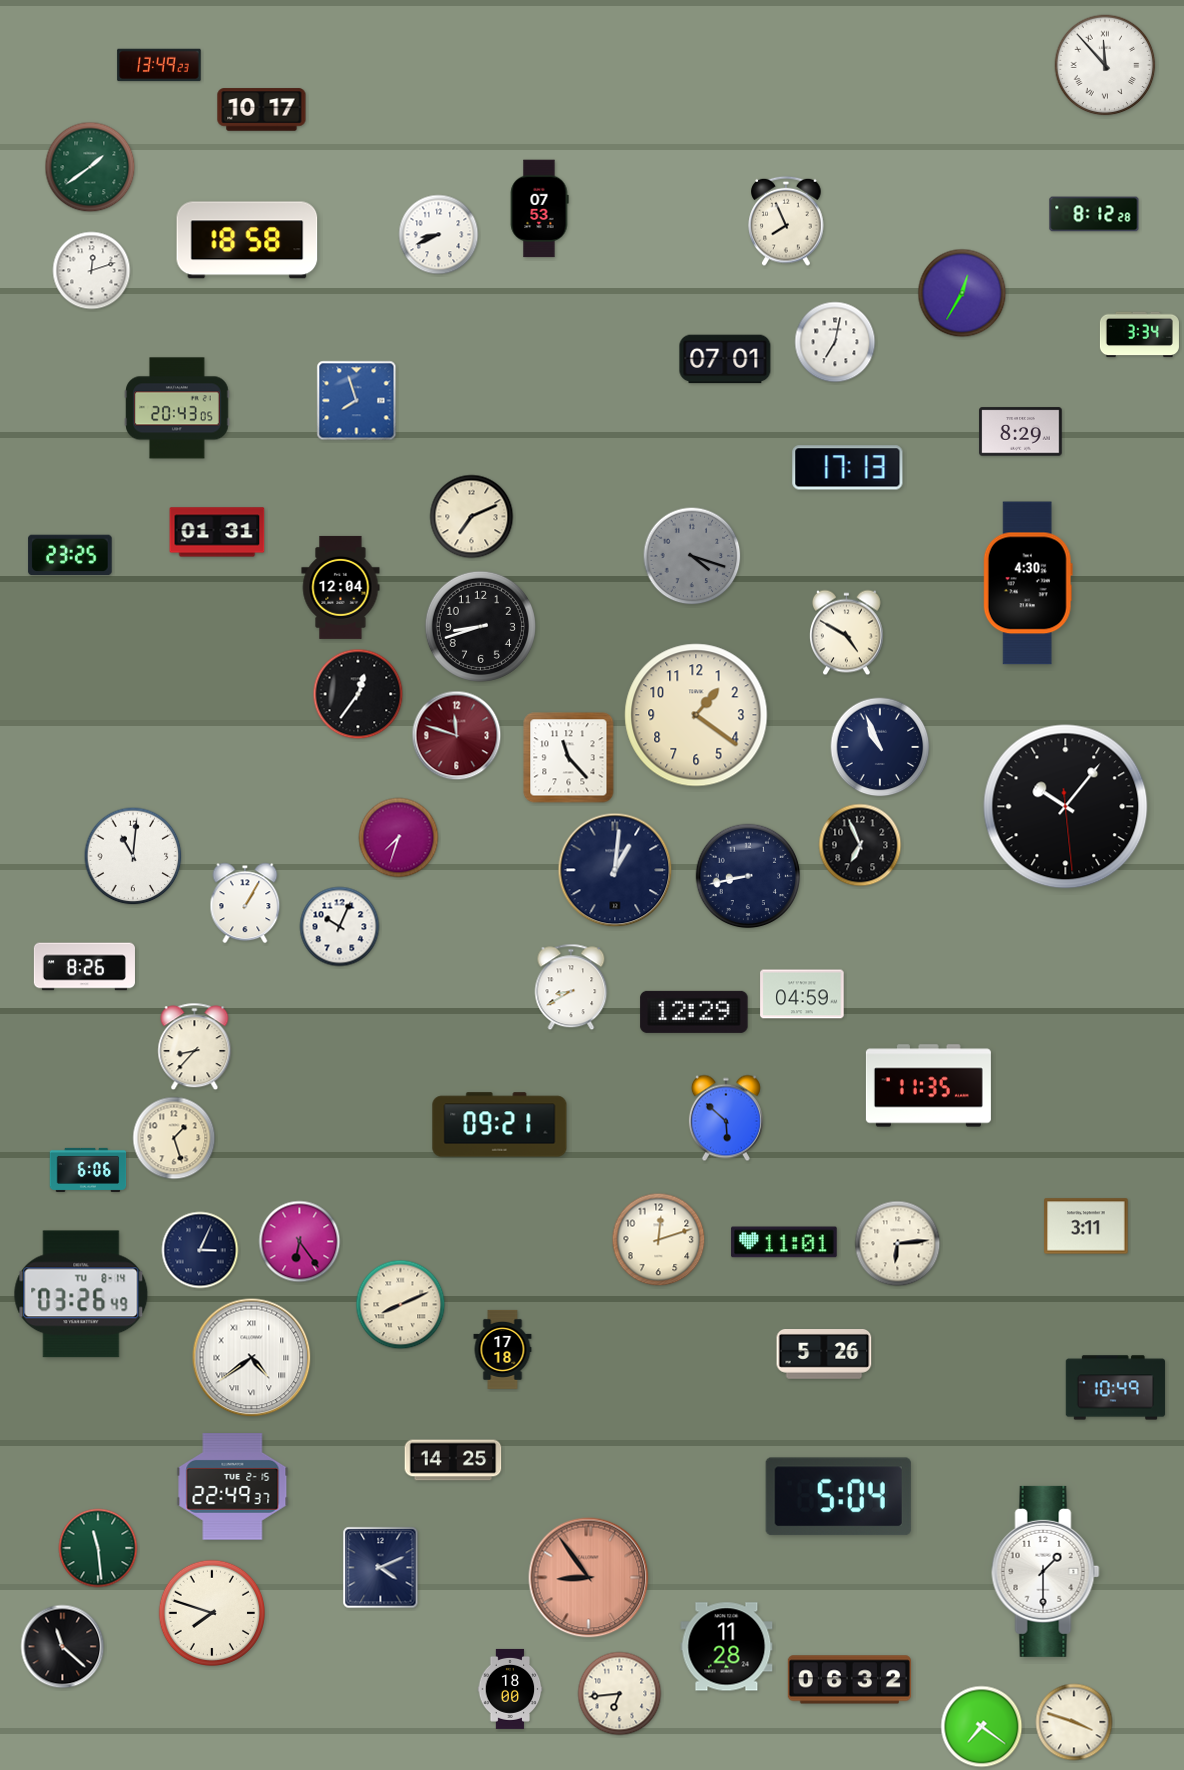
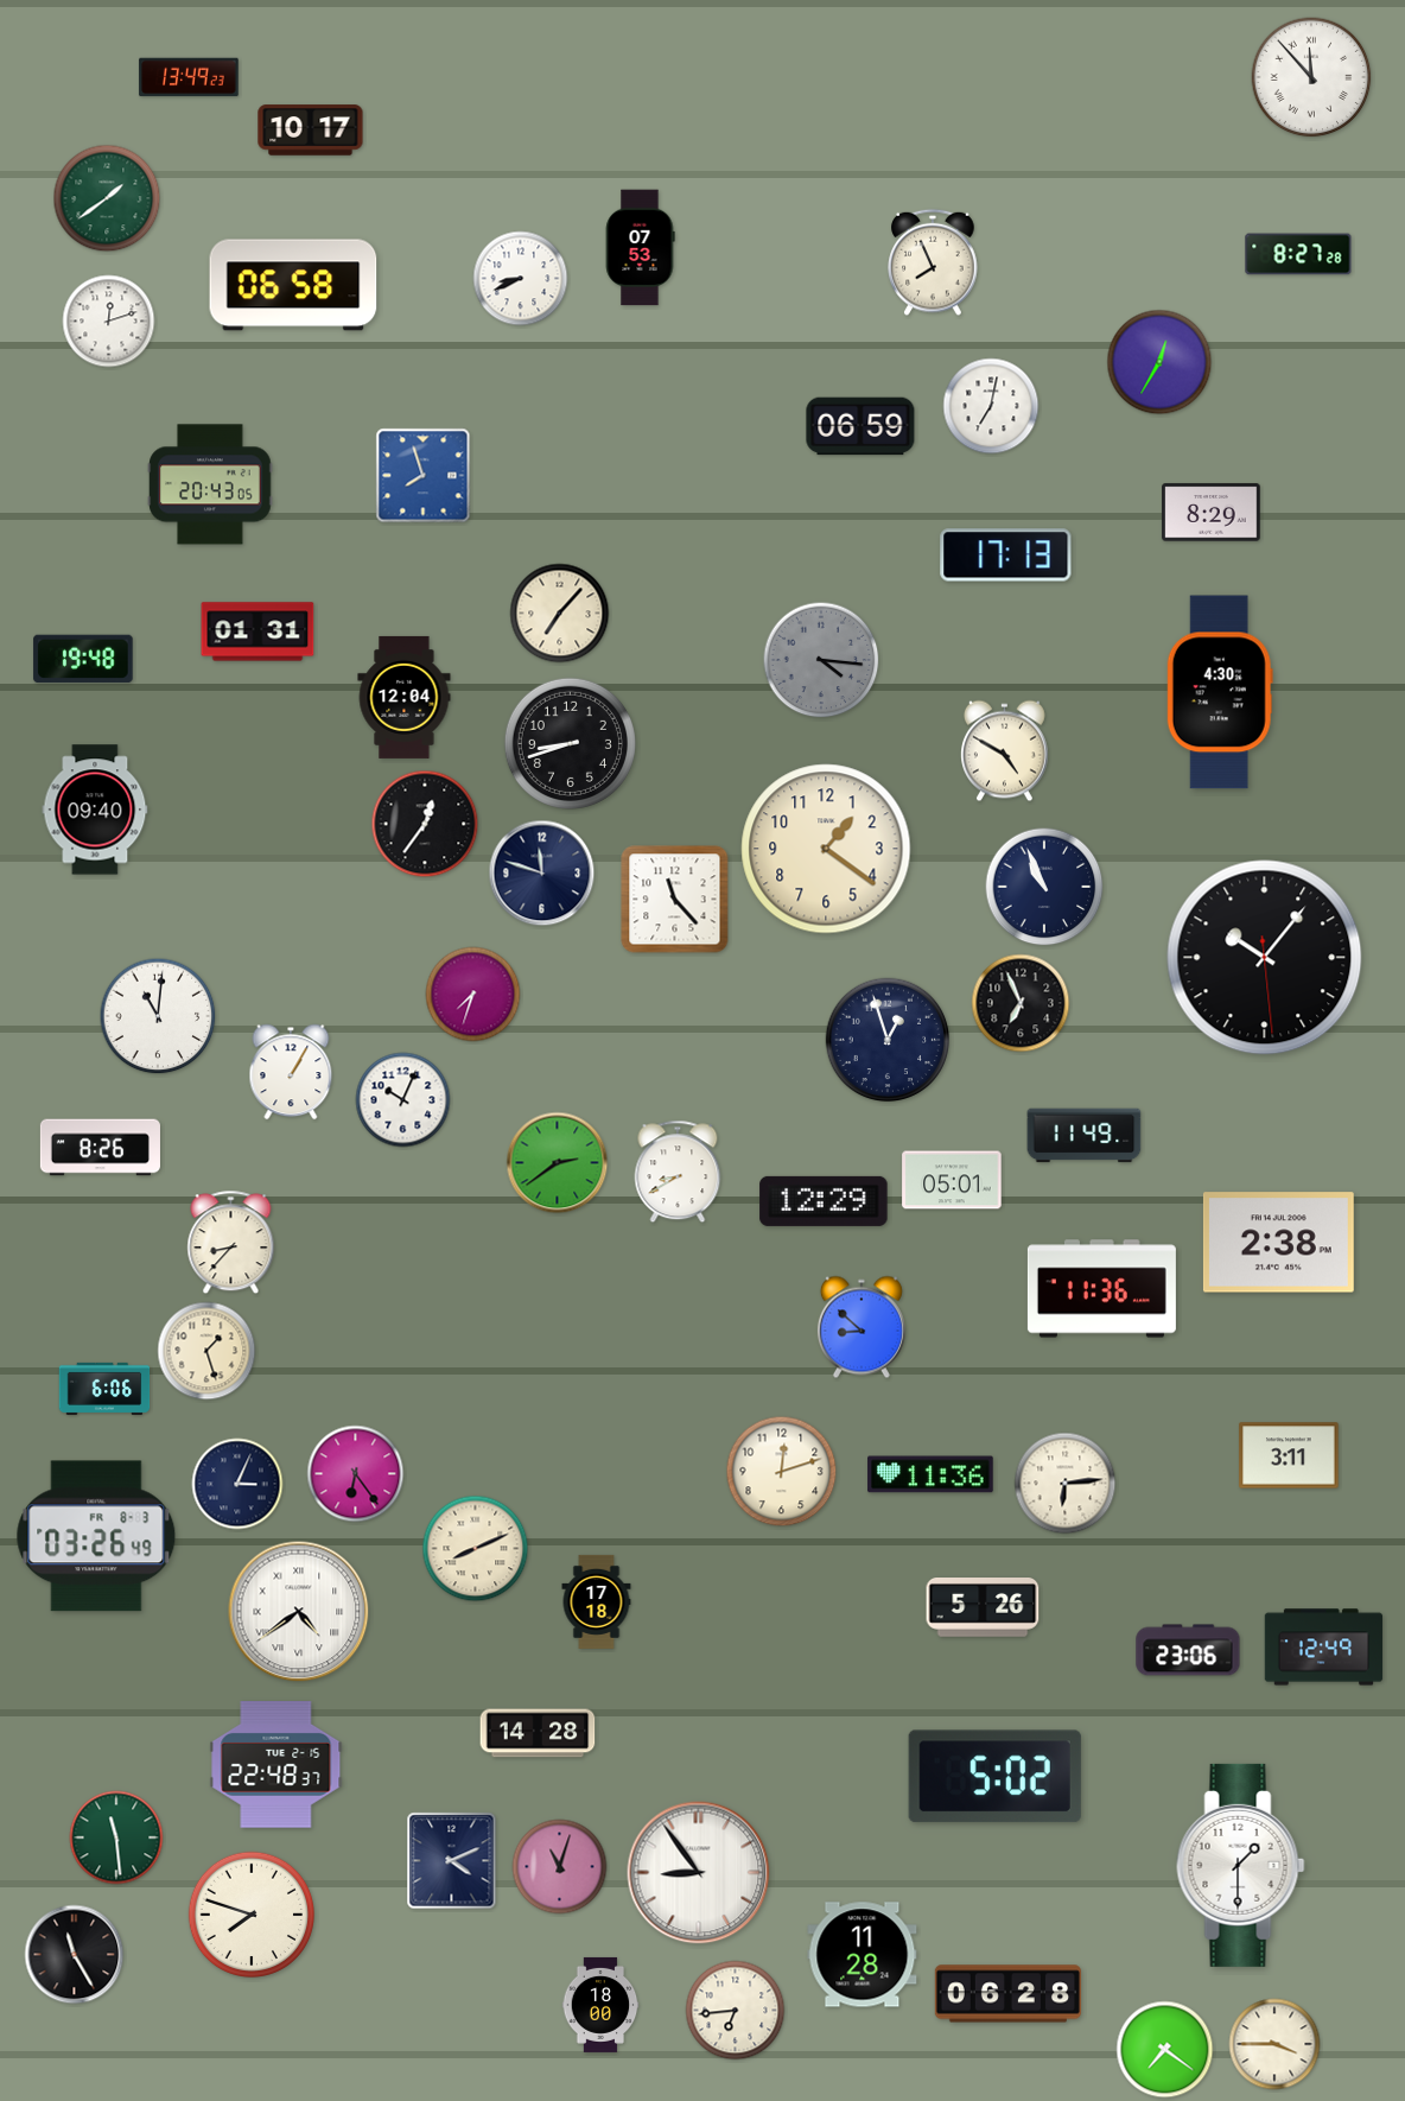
clock at (1094, 214): 8:12 -> 8:27
clock at (247, 240): 18:58 -> 06:58
clock at (962, 293) position: (962, 293) -> (1159, 362)
clock at (1139, 335): 3:34 -> none
clock at (725, 359): 07:01 -> 06:59
clock at (472, 517): 7:11 -> 7:07
clock at (70, 555): 23:25 -> 19:48
clock at (692, 556): 4:18 -> 4:16
clock at (95, 810): none -> 09:40
clock at (457, 736) dial: burgundy -> navy
clock at (615, 870): 1:01 -> none
clock at (748, 876): 8:43 -> 12:57
clock at (1085, 1136): none -> 11:49
clock at (558, 1163): none -> 2:39
clock at (802, 994): 04:59 -> 05:01
clock at (1278, 1243): none -> 2:38
clock at (928, 1086): 11:35 -> 11:36
clock at (726, 1118): 5:52 -> 8:52
clock at (500, 1125): 09:21 -> none
clock at (784, 1242): 11:01 -> 11:36
clock at (898, 1244) position: (898, 1244) -> (1066, 1484)
clock at (81, 1294) date: TU 8-14 -> FR 8-3
clock at (824, 1355) position: (824, 1355) -> (983, 1608)
clock at (1116, 1388): 10:49 -> 12:49
clock at (1188, 1650): none -> 23:06
clock at (453, 1460): 14:25 -> 14:28
clock at (233, 1487): 22:49 -> 22:48
clock at (838, 1497): 5:04 -> 5:02
clock at (560, 1867): none -> 11:03
clock at (589, 1578) dial: salmon -> white
clock at (63, 1647): 11:22 -> 11:25
clock at (849, 1680): 06:32 -> 06:28
clock at (510, 1689) position: (510, 1689) -> (600, 2005)
clock at (1074, 1722): 3:48 -> 3:45
